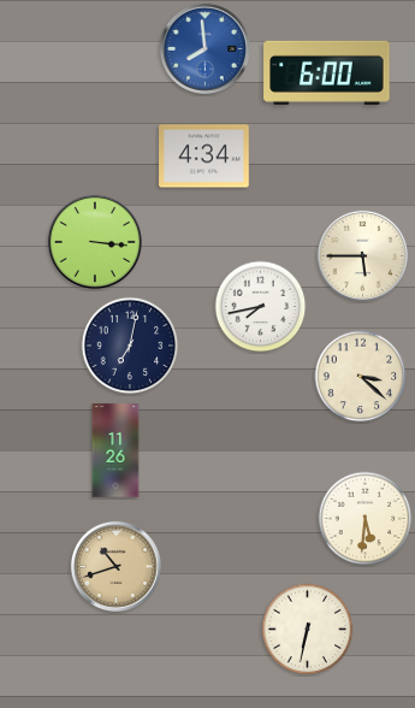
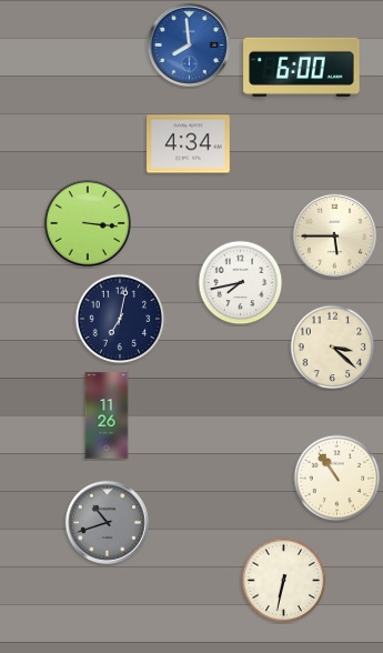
clock at (366, 519): 5:31 -> 10:54
clock at (115, 566) dial: champagne -> grey
